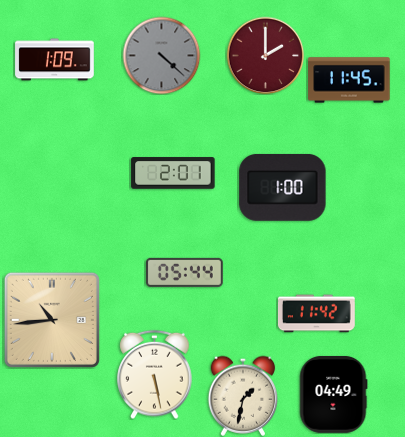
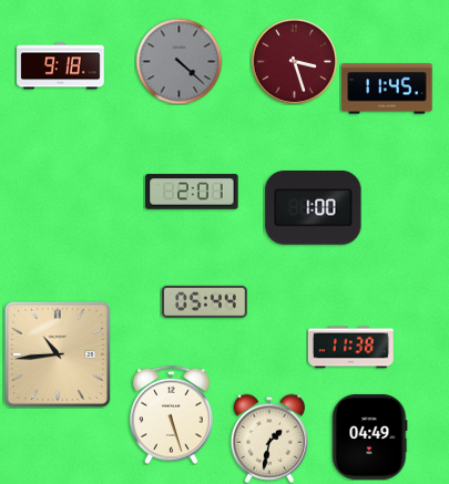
clock at (265, 55): 2:00 -> 3:27
clock at (55, 60): 1:09 -> 9:18
clock at (317, 314): 11:42 -> 11:38
clock at (155, 374): 5:28 -> 5:27
